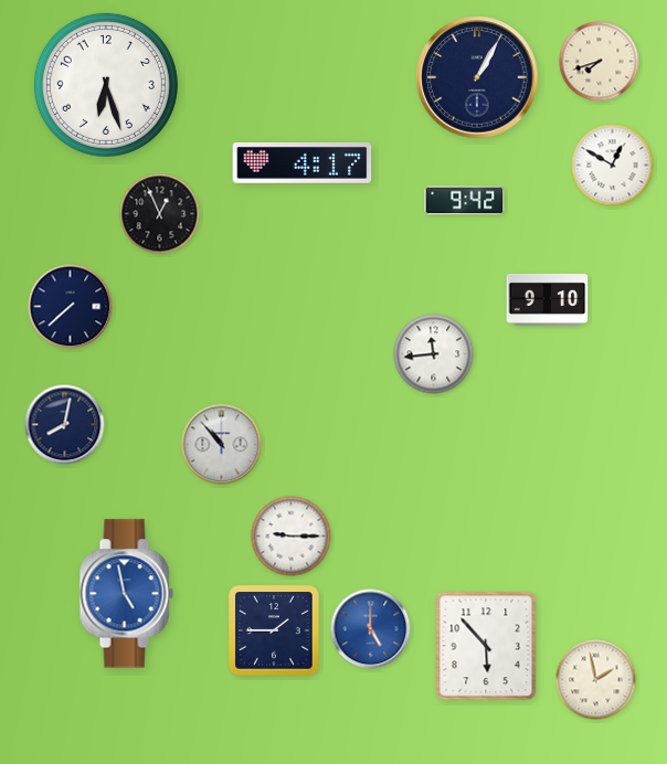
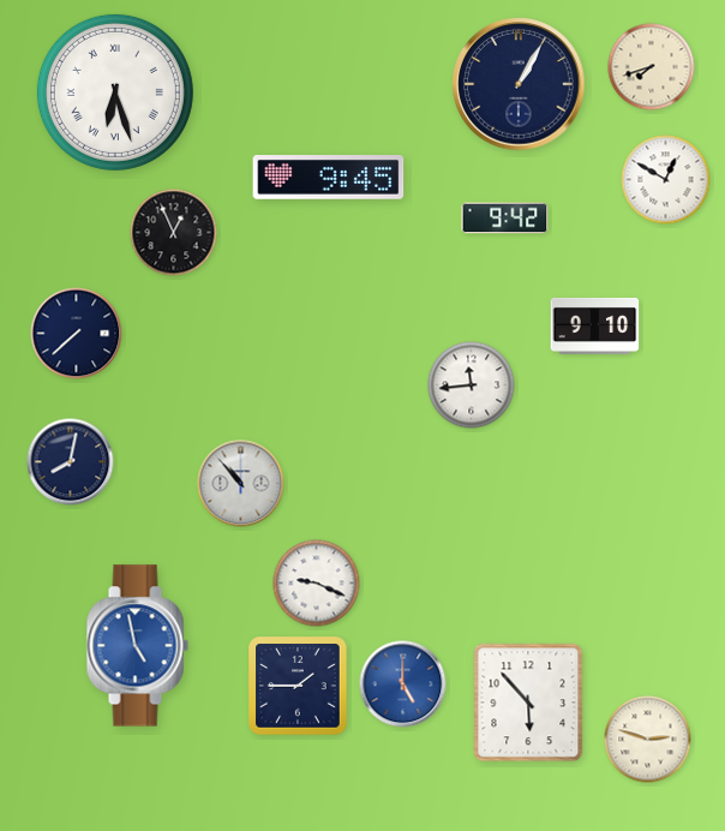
clock at (106, 85) numerals: Arabic -> Roman
clock at (303, 163): 4:17 -> 9:45
clock at (292, 537): 9:15 -> 9:19
clock at (596, 680): 1:58 -> 2:48
